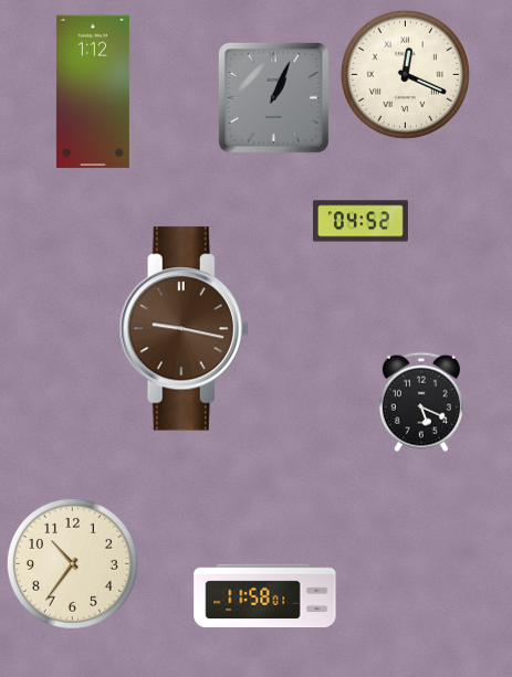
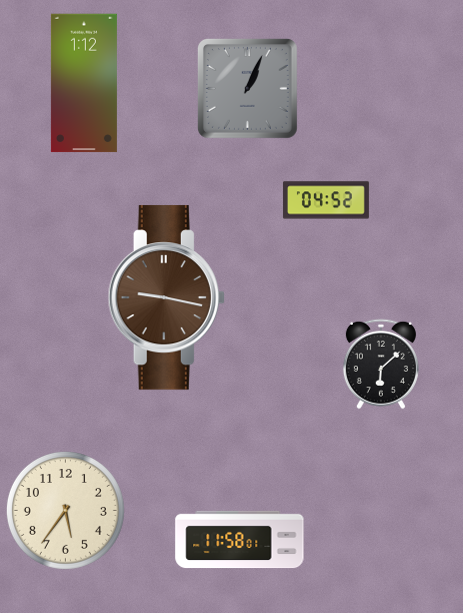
clock at (405, 74): 12:19 -> none
clock at (421, 402): 5:19 -> 6:08
clock at (72, 563): 10:36 -> 5:36
